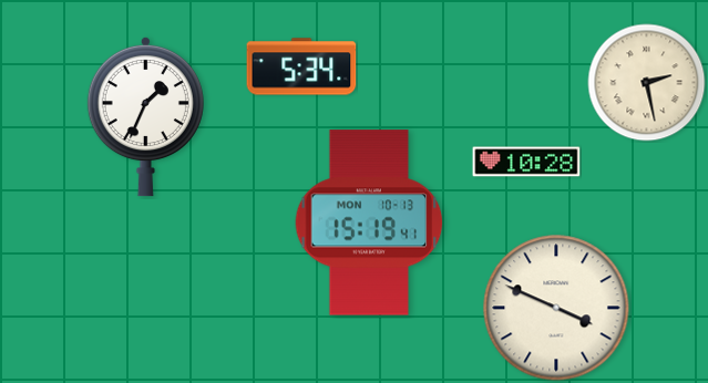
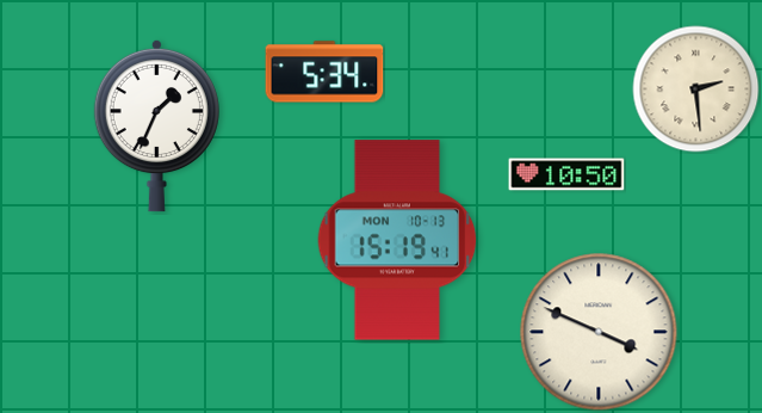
clock at (647, 83): 2:28 -> 2:29
clock at (526, 162): 10:28 -> 10:50
